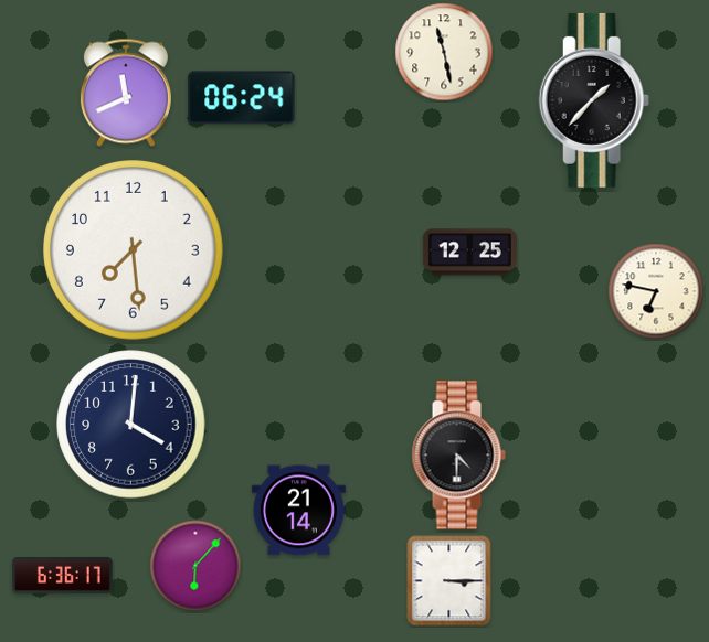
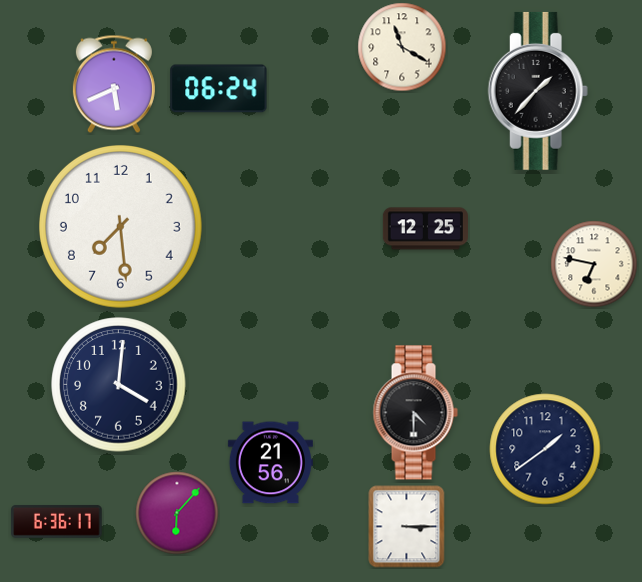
clock at (444, 52): 11:28 -> 11:20
clock at (126, 93): 11:41 -> 5:41
clock at (545, 449): none -> 1:39
clock at (298, 511): 21:14 -> 21:56
